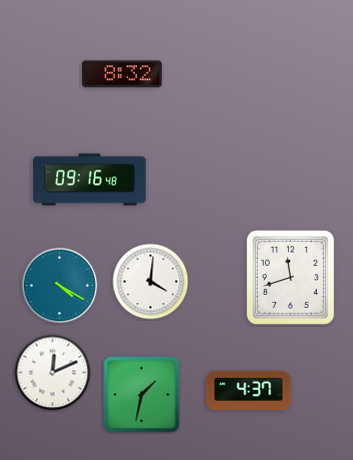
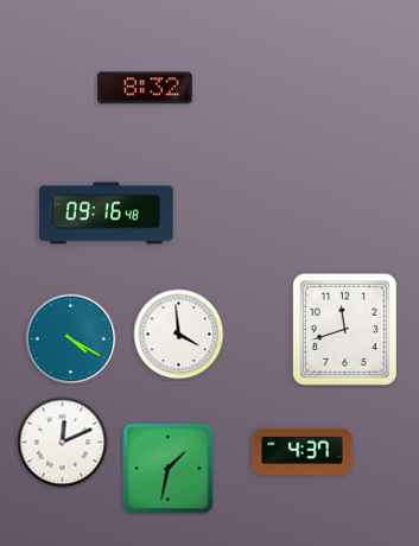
clock at (151, 282): 4:01 -> 3:59
clock at (249, 390) position: (249, 390) -> (303, 451)
